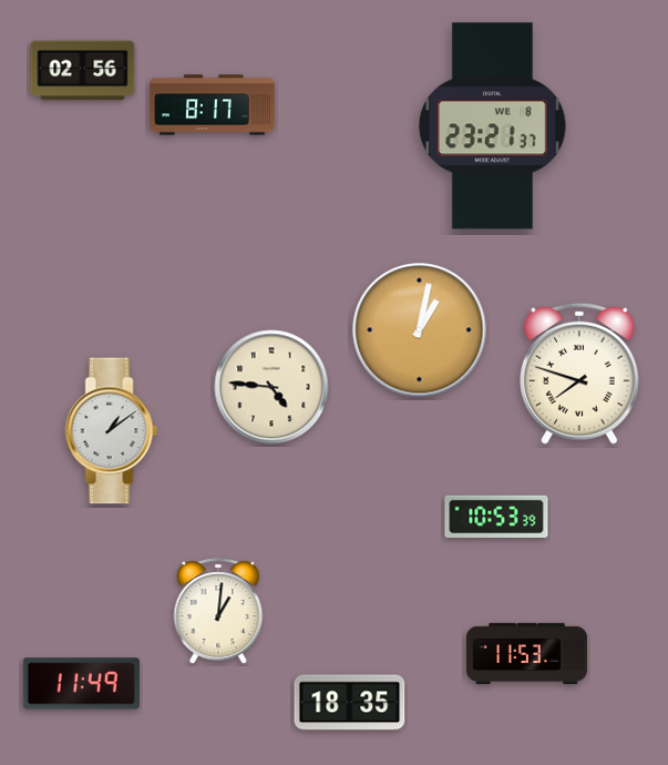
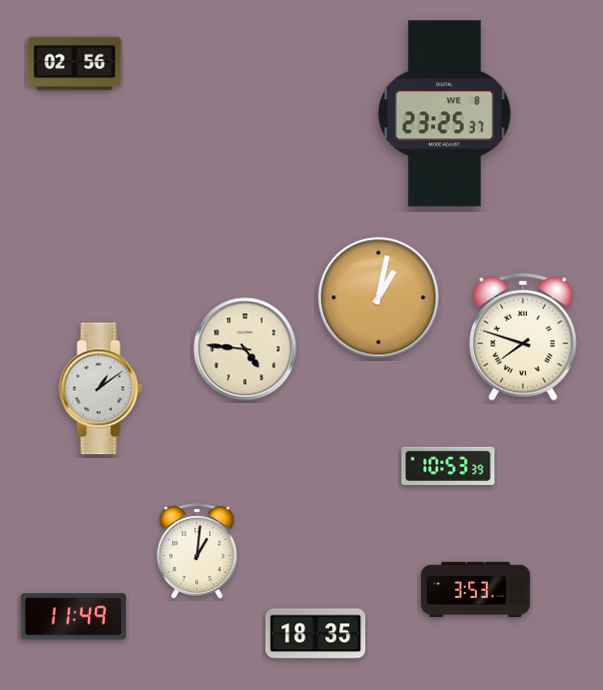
clock at (213, 105): 8:17 -> none
clock at (493, 126): 23:21 -> 23:25
clock at (526, 653): 11:53 -> 3:53
